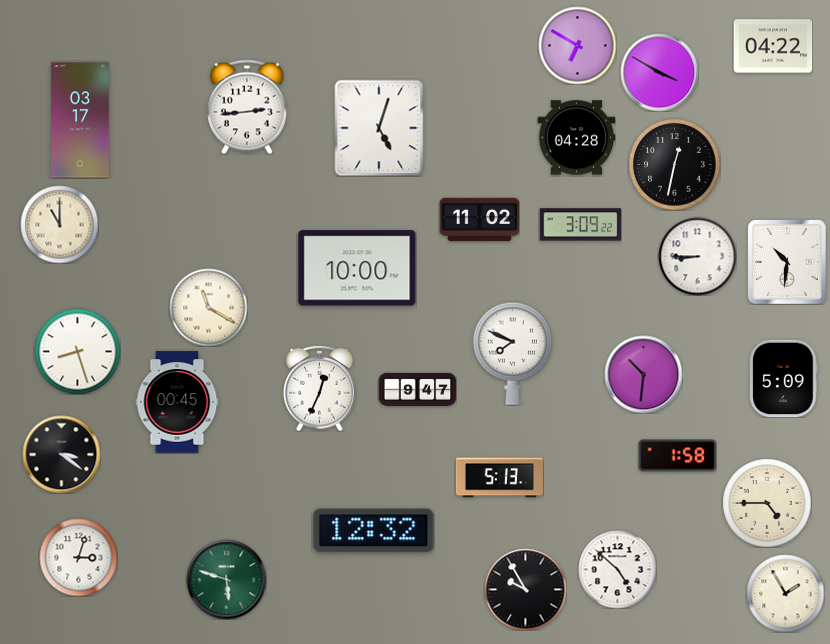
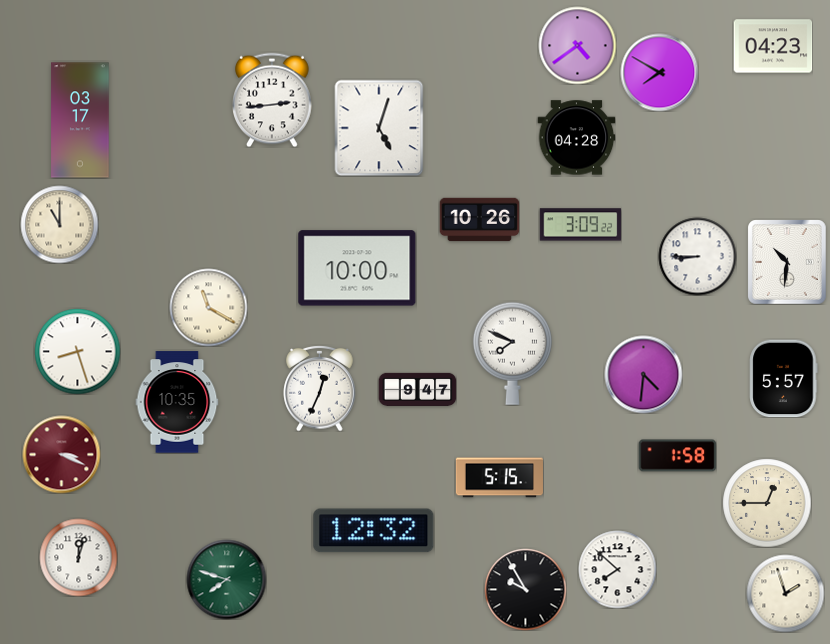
clock at (577, 45): 6:50 -> 4:39
clock at (773, 46): 04:22 -> 04:23
clock at (659, 72): 3:50 -> 7:50
clock at (247, 107) position: (247, 107) -> (272, 100)
clock at (674, 164): 12:32 -> none
clock at (479, 220): 11:02 -> 10:26
clock at (643, 374): 10:31 -> 4:31
clock at (784, 378): 5:09 -> 5:57
clock at (177, 402): 00:45 -> 10:35
clock at (61, 454): 3:21 -> 3:19
clock at (61, 454) dial: black -> burgundy
clock at (499, 478): 5:13 -> 5:15
clock at (767, 503): 4:45 -> 12:45
clock at (78, 557): 3:03 -> 12:03
clock at (617, 569): 4:52 -> 7:52
clock at (226, 579): 5:48 -> 7:48
clock at (785, 593): 1:55 -> 1:57
